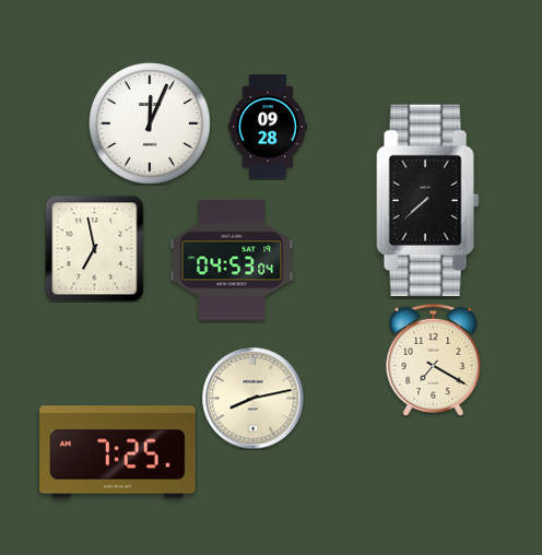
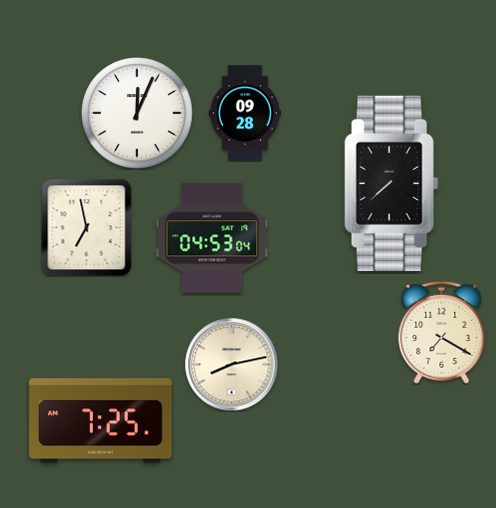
clock at (268, 127) position: (268, 127) -> (245, 113)
clock at (434, 359) position: (434, 359) -> (442, 332)
clock at (118, 452) position: (118, 452) -> (101, 421)
